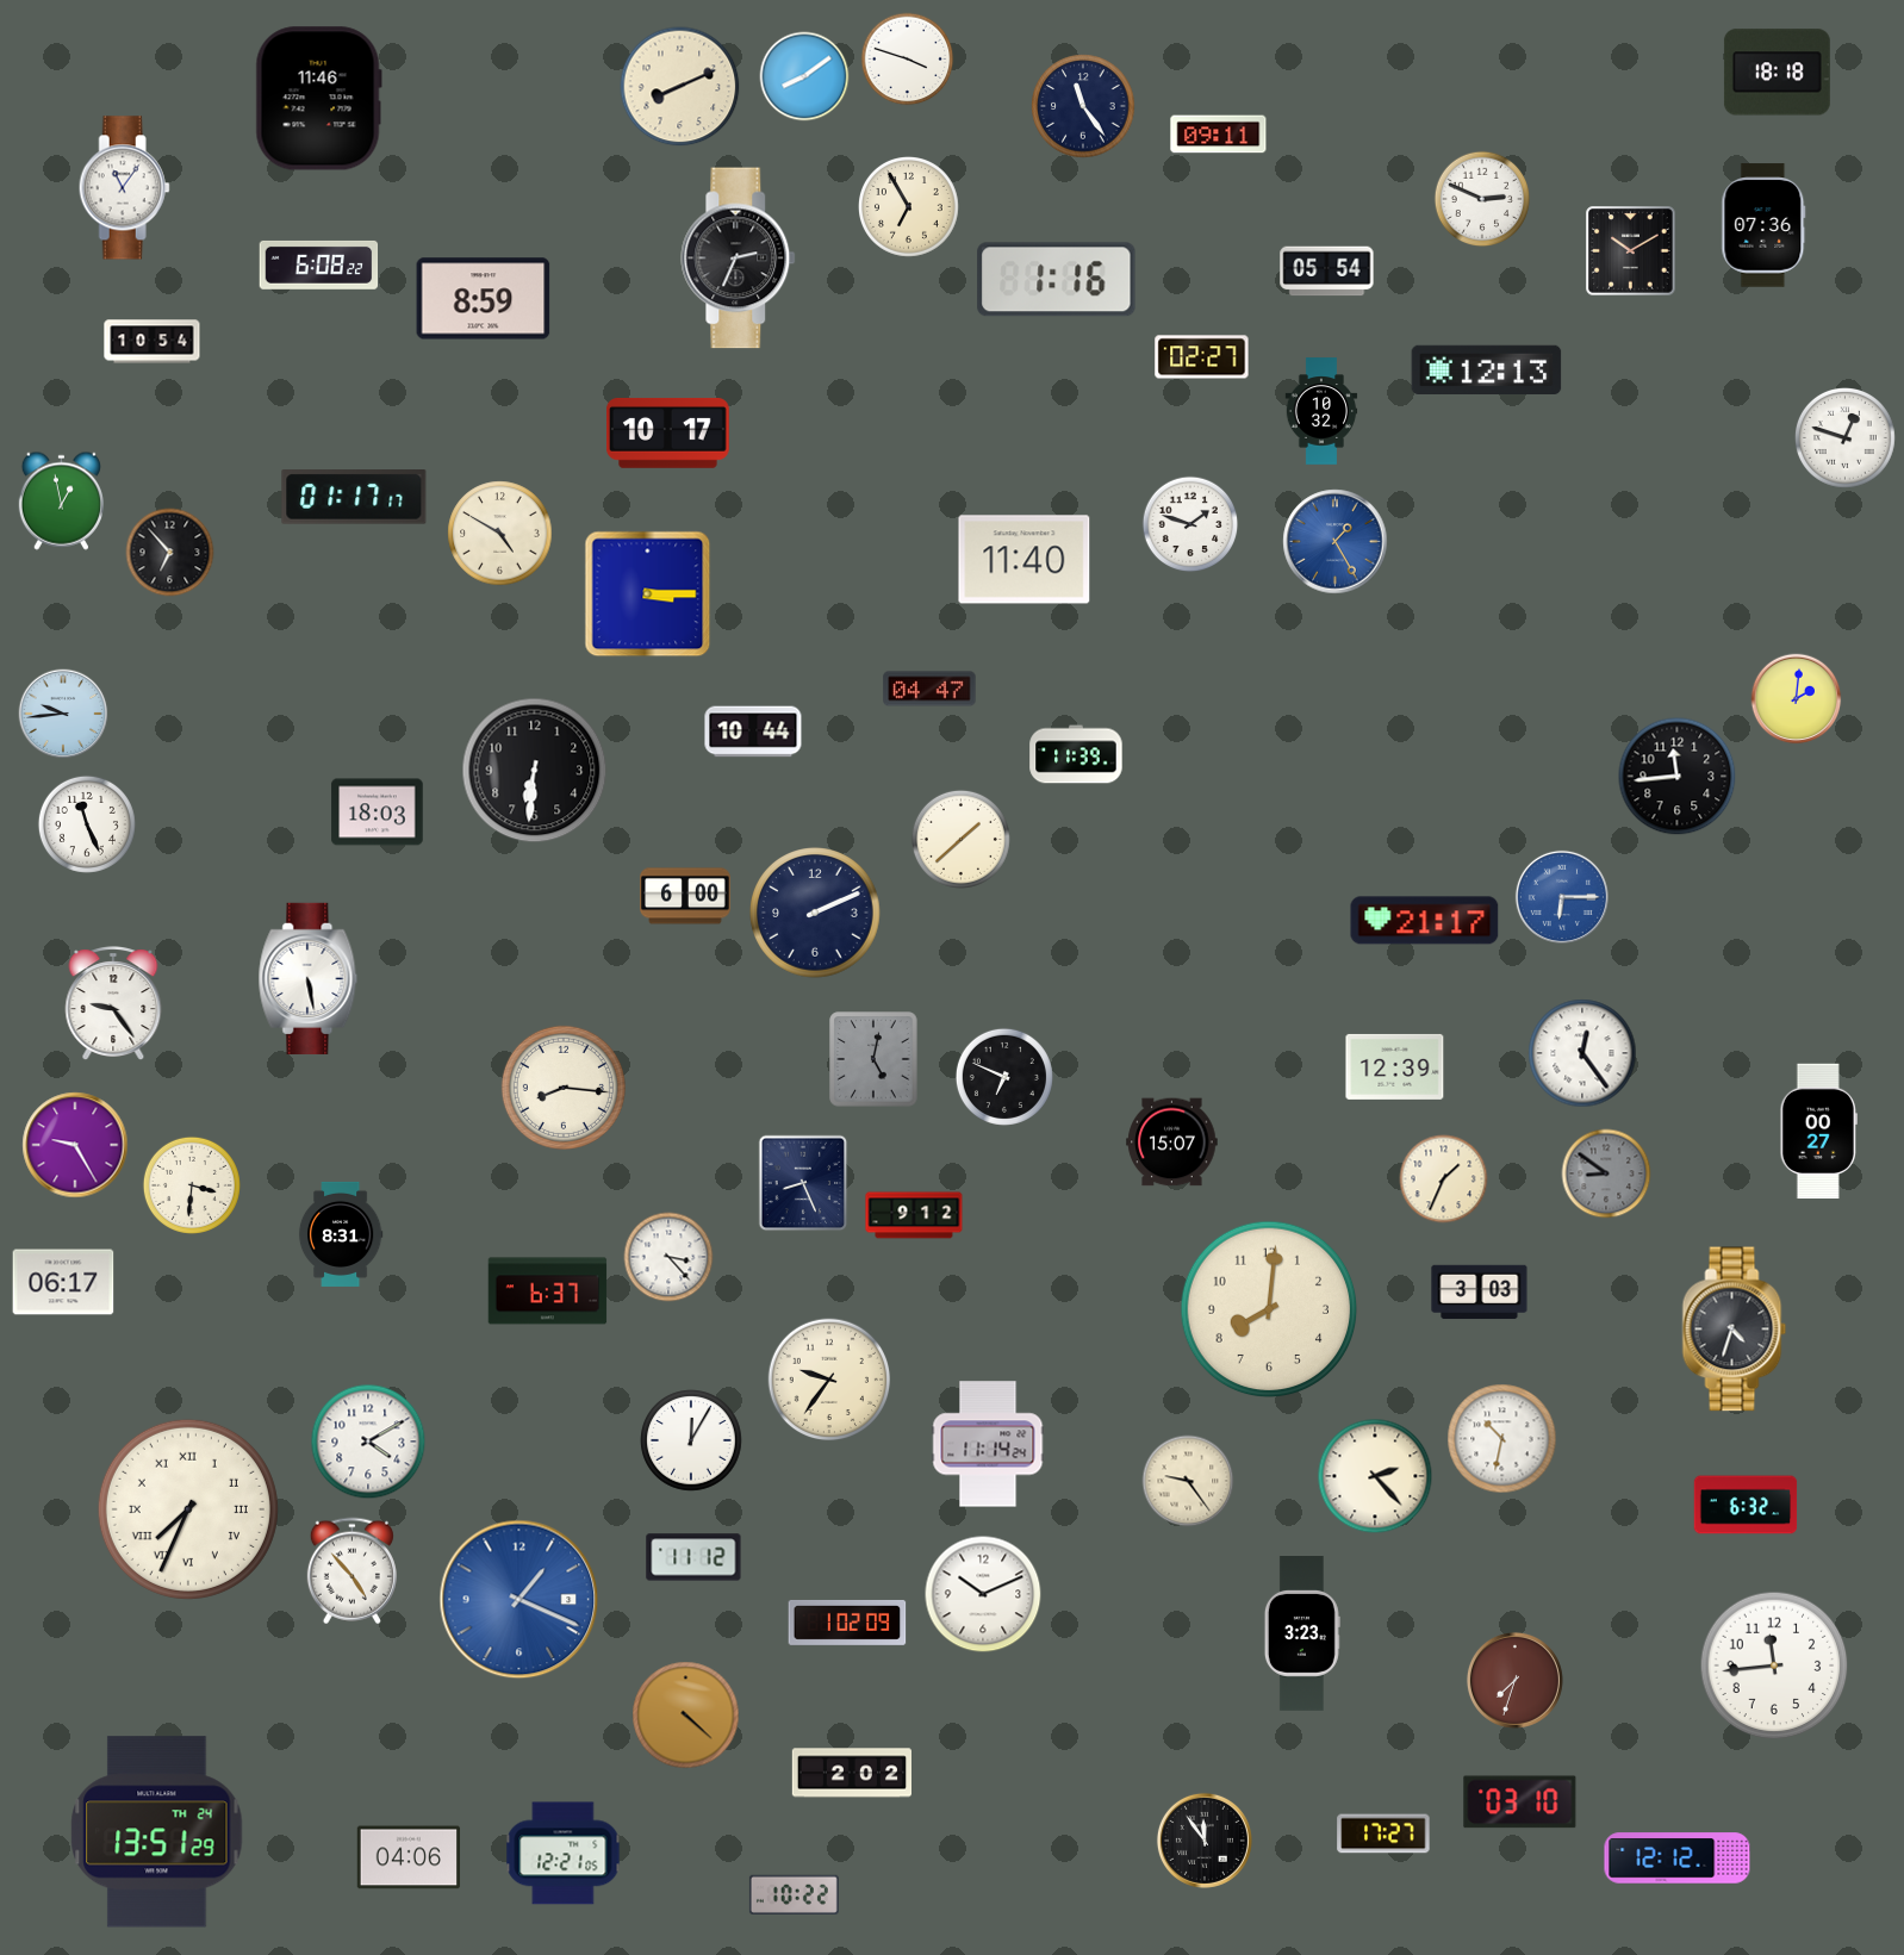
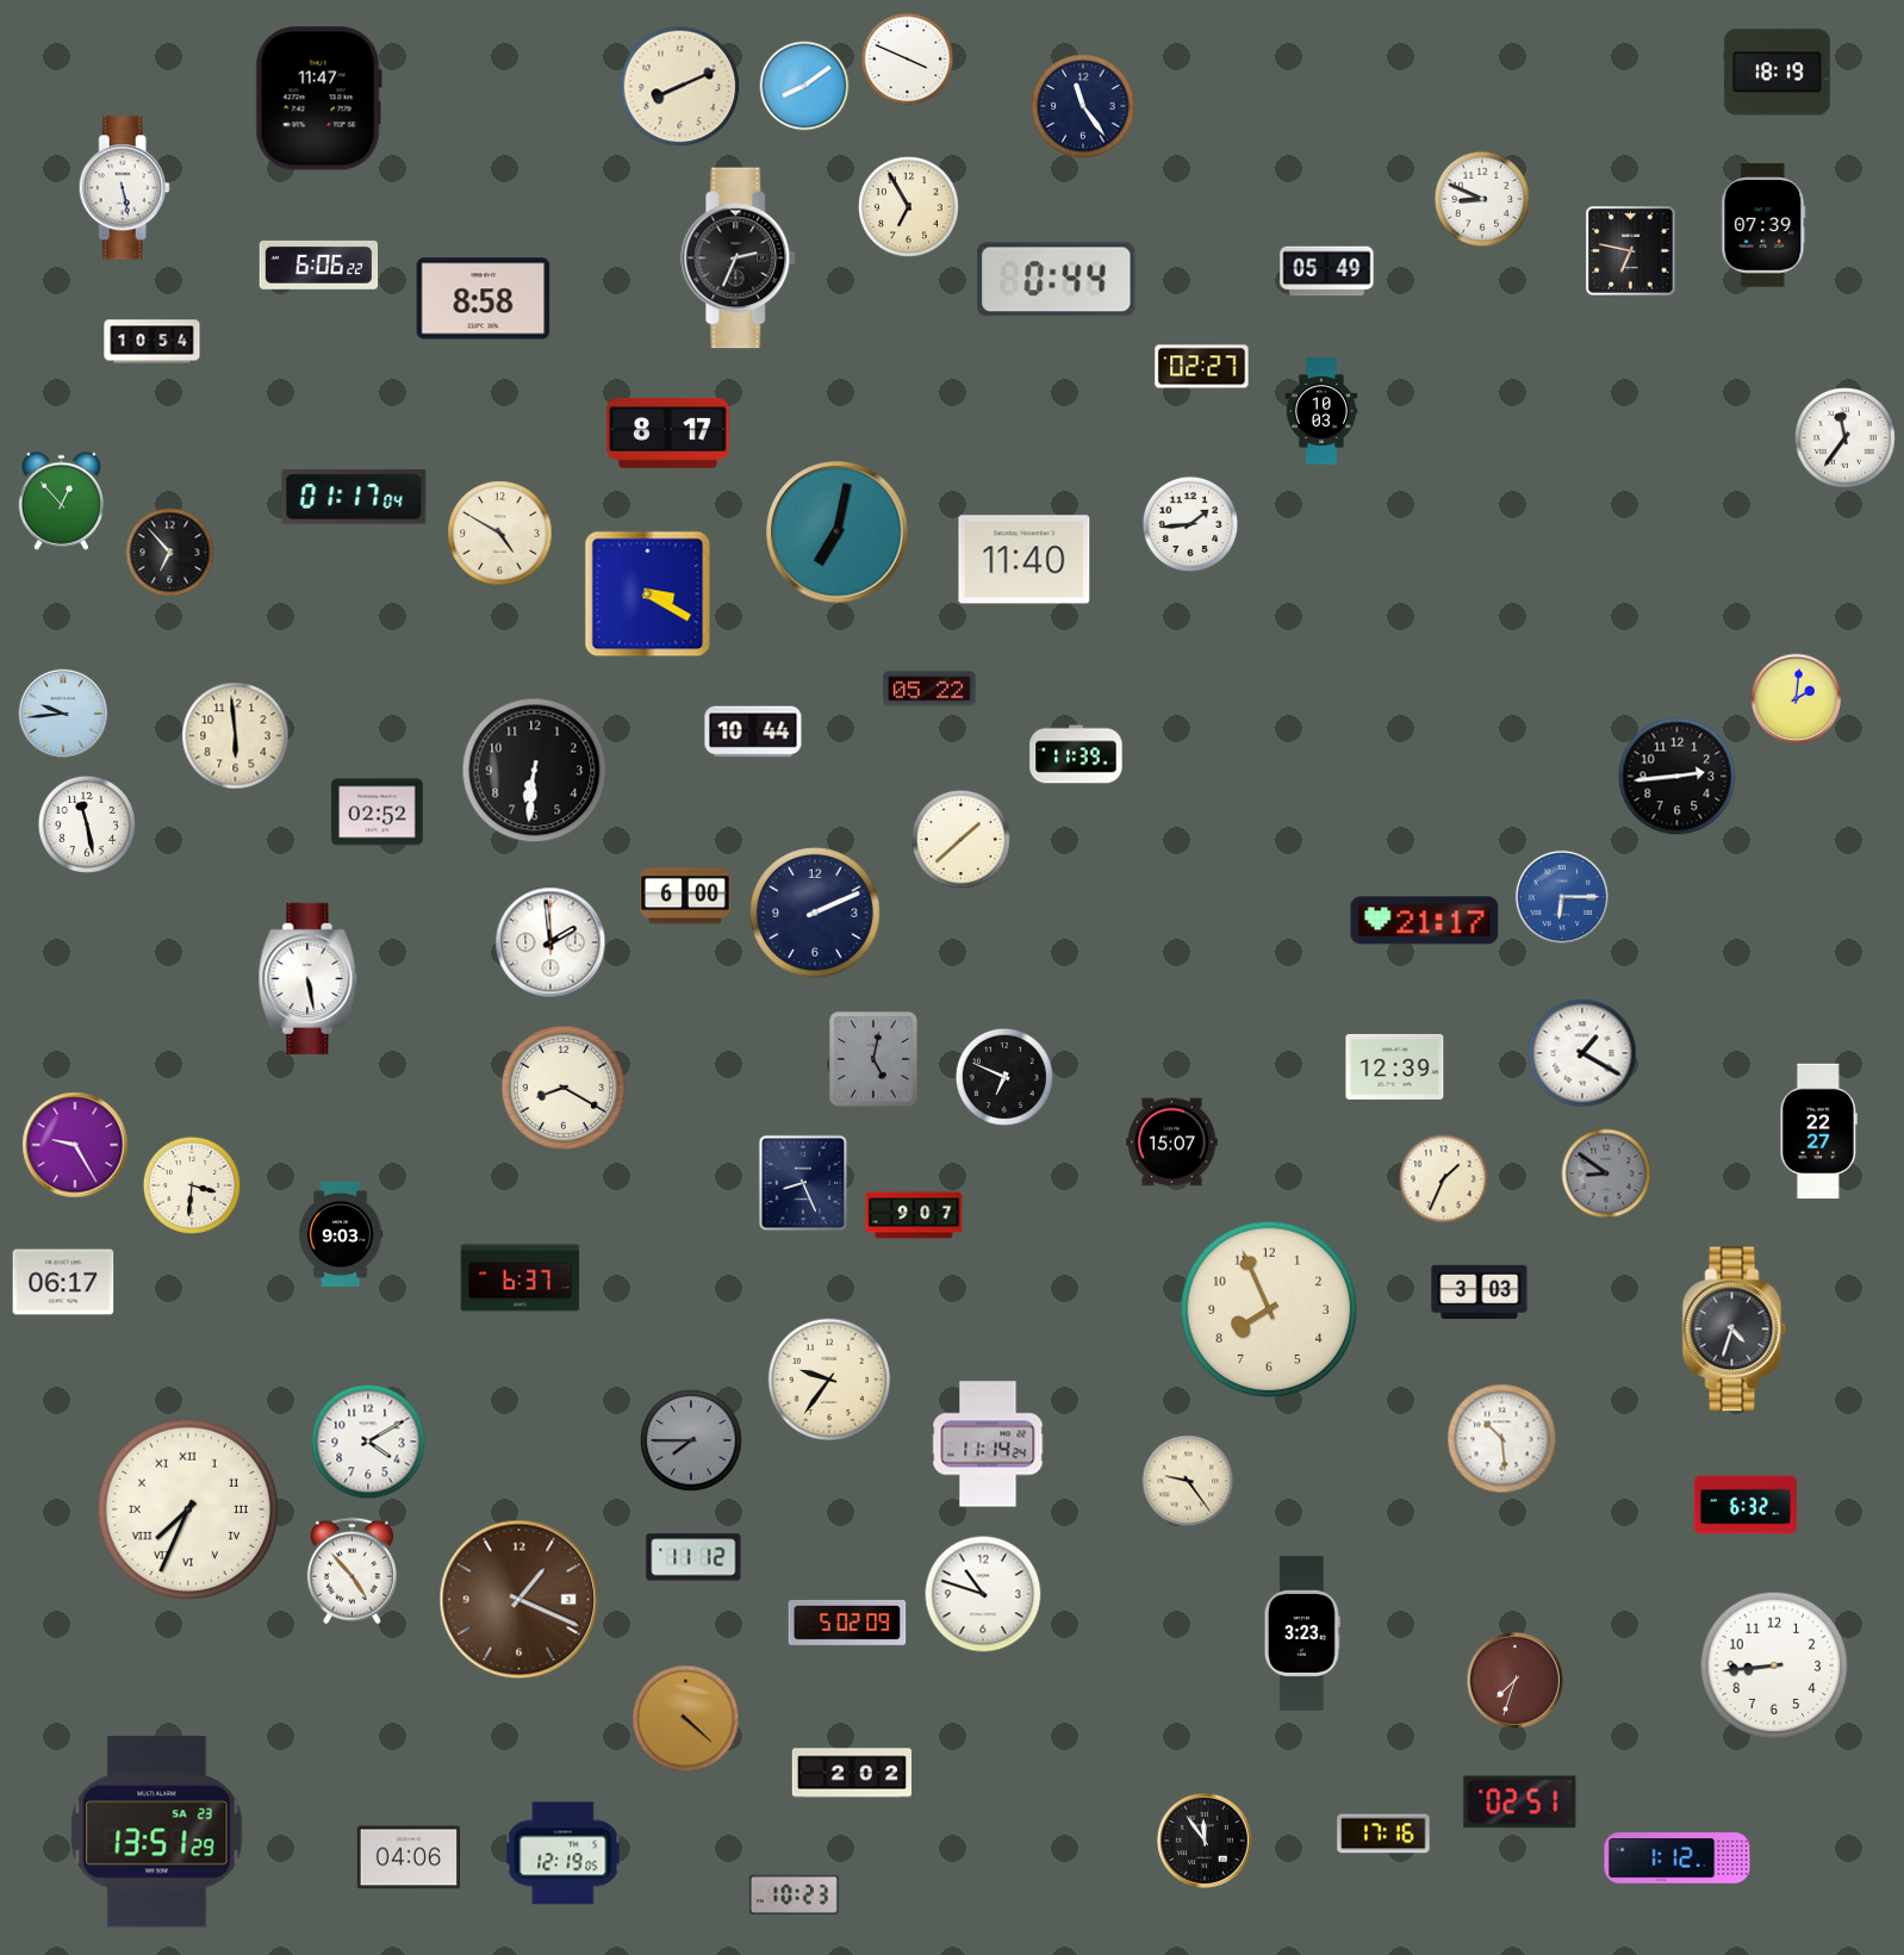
clock at (908, 60): 3:48 -> 3:49
clock at (1777, 73): 18:18 -> 18:19
clock at (804, 76) position: (804, 76) -> (804, 86)
clock at (318, 99): 11:46 -> 11:47
clock at (1219, 135): 09:11 -> none
clock at (124, 188): 11:06 -> 5:28
clock at (1482, 199): 2:49 -> 8:49
clock at (1763, 225): 07:36 -> 07:39
clock at (1631, 251): 10:10 -> 6:47
clock at (319, 264): 6:08 -> 6:06
clock at (1327, 272): 05:54 -> 05:49
clock at (1057, 280): 1:16 -> 0:44
clock at (484, 299): 8:59 -> 8:58
clock at (1202, 357) position: (1202, 357) -> (1202, 367)
clock at (1487, 369): 12:13 -> none
clock at (1321, 411): 10:32 -> 10:03
clock at (668, 434): 10:17 -> 8:17
clock at (1846, 438): 12:48 -> 11:36
clock at (354, 497): 01:17:17 -> 01:17:04
clock at (61, 500): 12:58 -> 12:53
clock at (1190, 524): 1:48 -> 1:44
clock at (838, 533): none -> 7:02
clock at (1336, 542): 1:25 -> none
clock at (648, 594): 3:15 -> 3:20
clock at (929, 689): 04:47 -> 05:22
clock at (236, 736): none -> 5:59
clock at (1678, 777): 11:44 -> 2:44
clock at (378, 812): 18:03 -> 02:52
clock at (87, 824): 11:26 -> 11:28
clock at (550, 942): none -> 1:59
clock at (113, 1003): 9:24 -> none
clock at (1582, 1053): 12:24 -> 1:20
clock at (564, 1088): 8:16 -> 8:20
clock at (1818, 1132): 00:27 -> 22:27
clock at (914, 1215): 9:12 -> 9:07
clock at (341, 1234): 8:31 -> 9:03
clock at (668, 1257): 3:23 -> none
clock at (548, 1291) position: (548, 1291) -> (521, 1278)
clock at (1269, 1309): 8:01 -> 7:56
clock at (1502, 1439): 10:32 -> 10:29
clock at (691, 1440): 12:05 -> 7:45
clock at (691, 1440) dial: white -> grey
clock at (1375, 1476): 2:23 -> none
clock at (983, 1594): 10:11 -> 10:48
clock at (519, 1600) dial: blue -> brown
clock at (847, 1623): 1:02 -> 5:02
clock at (1774, 1666): 11:44 -> 8:44
clock at (686, 1716) position: (686, 1716) -> (686, 1719)
clock at (1520, 1803): 03:10 -> 02:51
clock at (157, 1832) date: TH 24 -> SA 23
clock at (1383, 1833): 17:27 -> 17:16
clock at (564, 1854): 12:21 -> 12:19
clock at (1678, 1859): 12:12 -> 1:12
clock at (794, 1894): 10:22 -> 10:23
